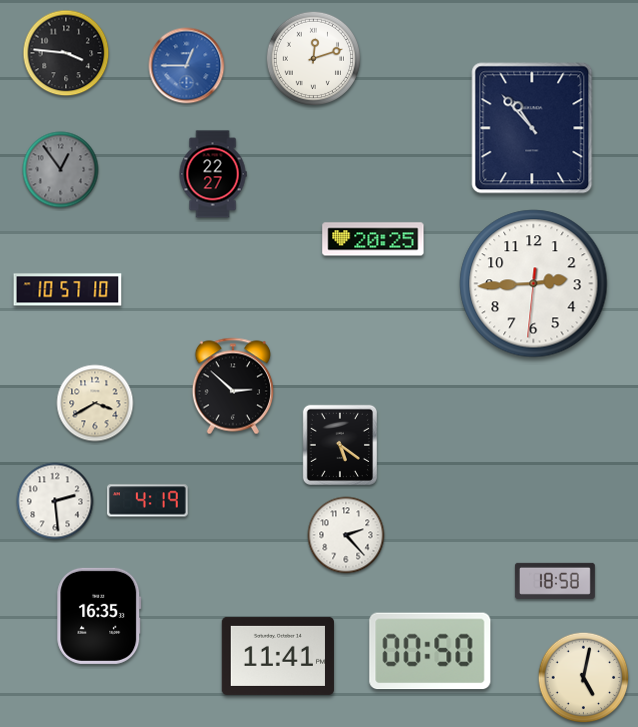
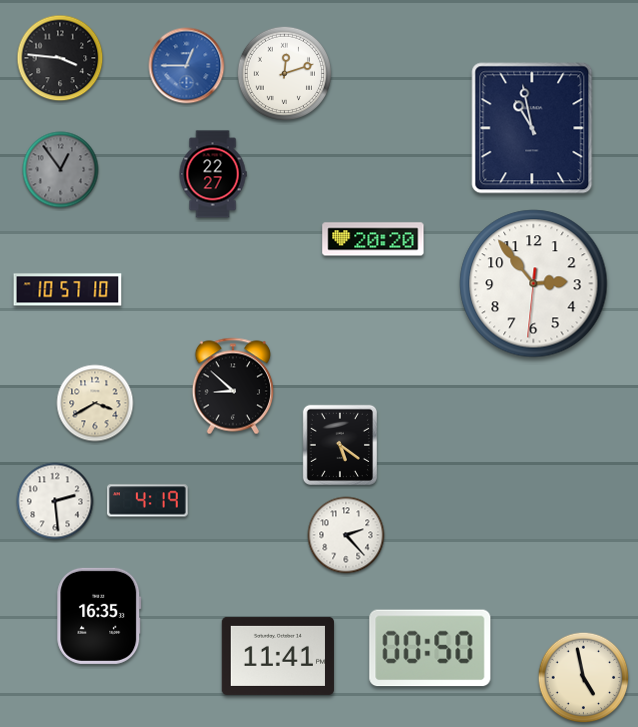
clock at (66, 53) position: (66, 53) -> (60, 58)
clock at (313, 58) position: (313, 58) -> (284, 73)
clock at (532, 128): 10:53 -> 10:58
clock at (373, 239): 20:25 -> 20:20
clock at (534, 284): 2:44 -> 2:53
clock at (232, 386): 2:52 -> 8:52
clock at (555, 581): 18:58 -> none
clock at (430, 651) position: (430, 651) -> (430, 648)
clock at (584, 678): 5:02 -> 4:58
